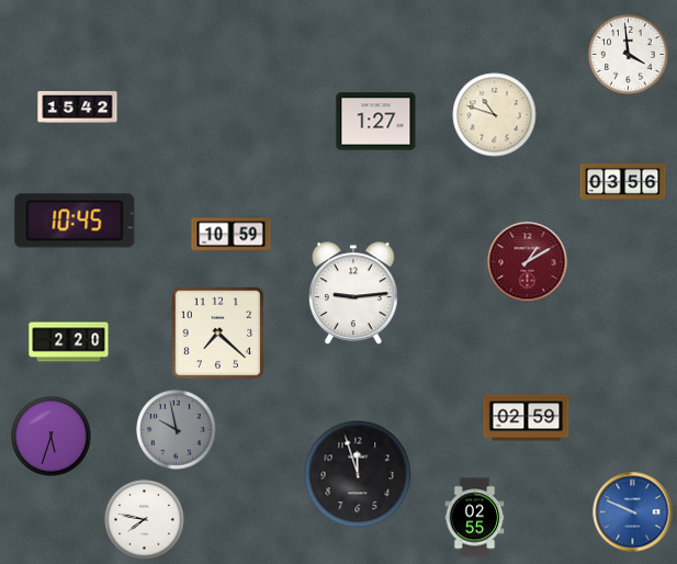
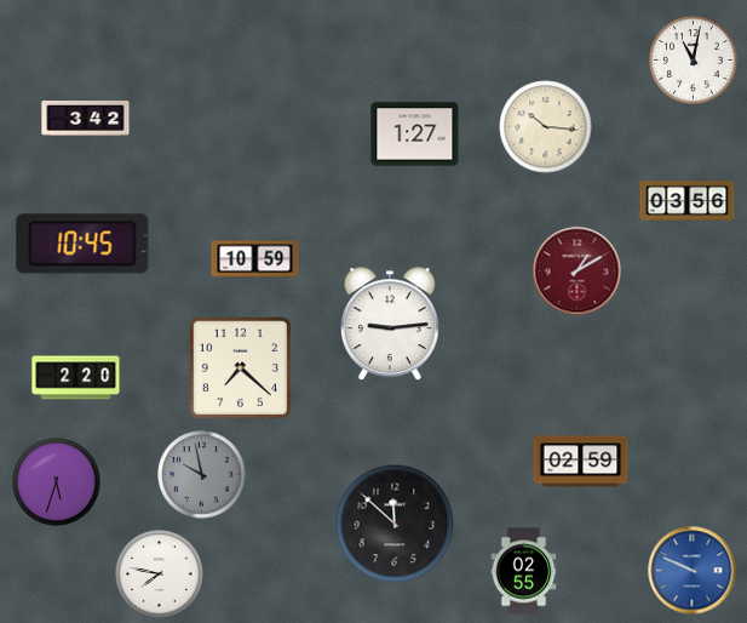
clock at (629, 55): 3:59 -> 11:02
clock at (78, 108): 15:42 -> 3:42
clock at (495, 115): 10:48 -> 10:16
clock at (528, 262) position: (528, 262) -> (578, 272)
clock at (177, 430) position: (177, 430) -> (202, 475)
clock at (358, 474): 11:57 -> 11:52
clock at (633, 512) position: (633, 512) -> (693, 571)
